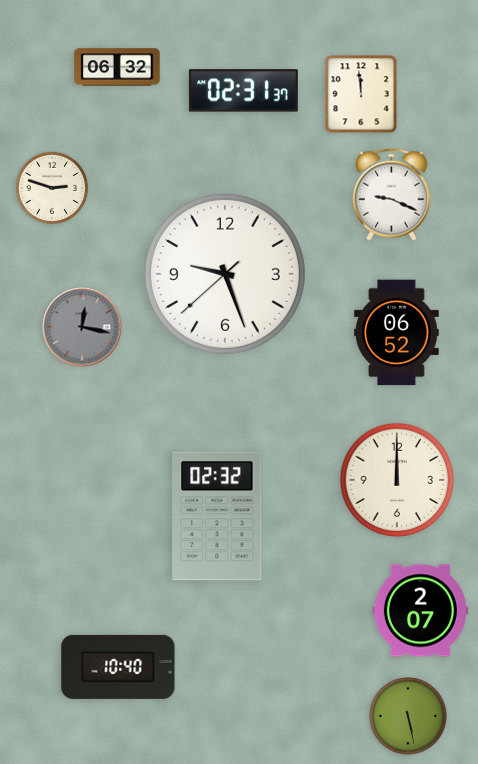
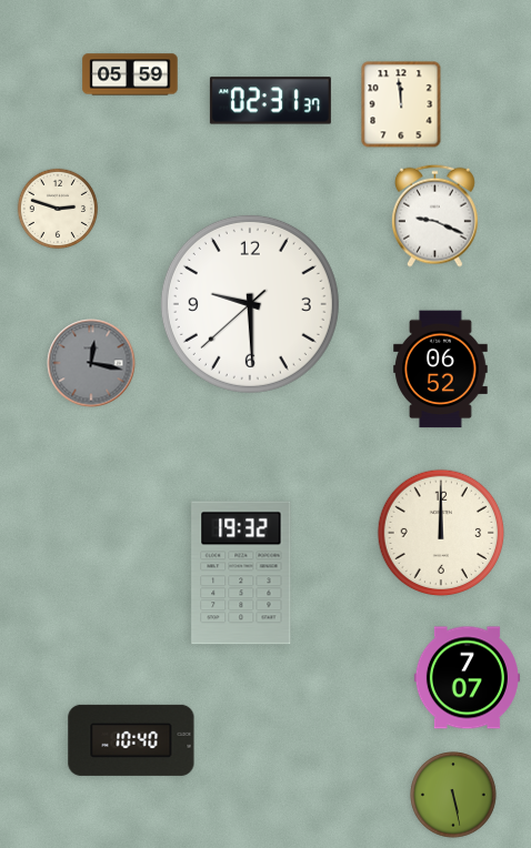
clock at (117, 67): 06:32 -> 05:59
clock at (225, 274): 9:26 -> 9:29
clock at (217, 516): 02:32 -> 19:32
clock at (420, 611): 2:07 -> 7:07
